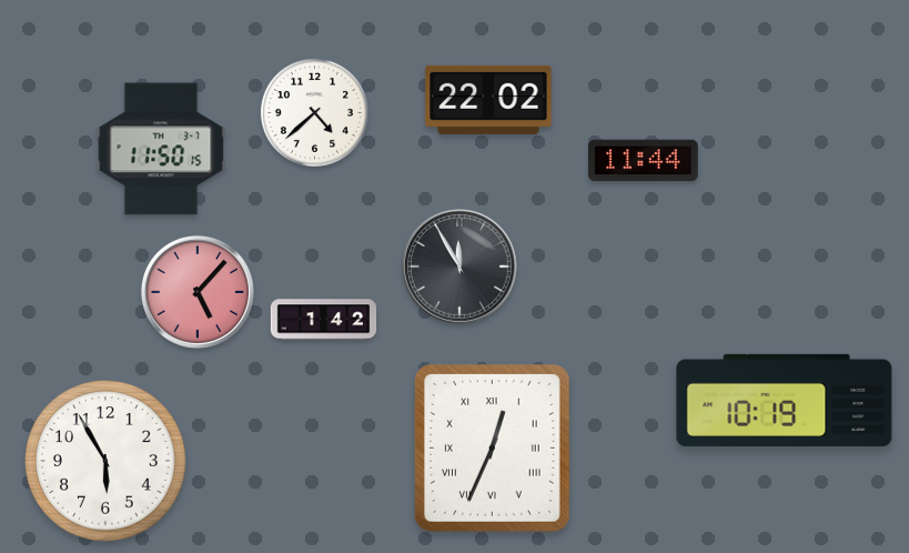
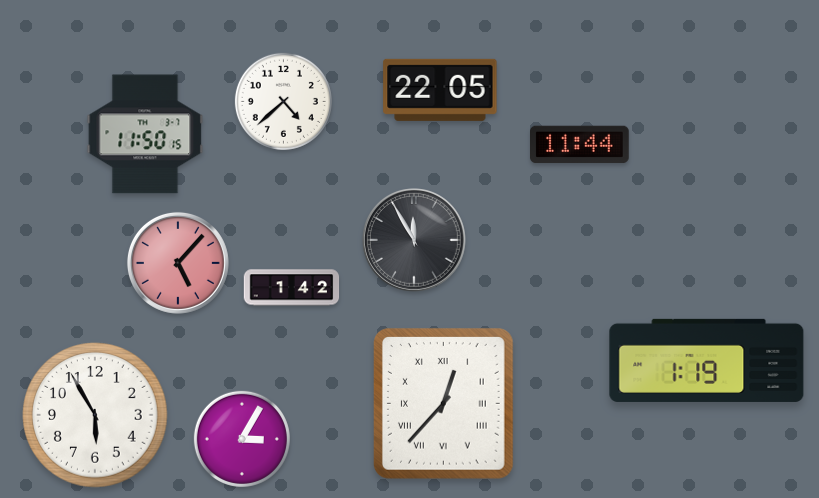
clock at (488, 100): 22:02 -> 22:05
clock at (785, 400): 10:19 -> 1:19
clock at (492, 449): 12:34 -> 12:37
clock at (242, 439): none -> 3:05
